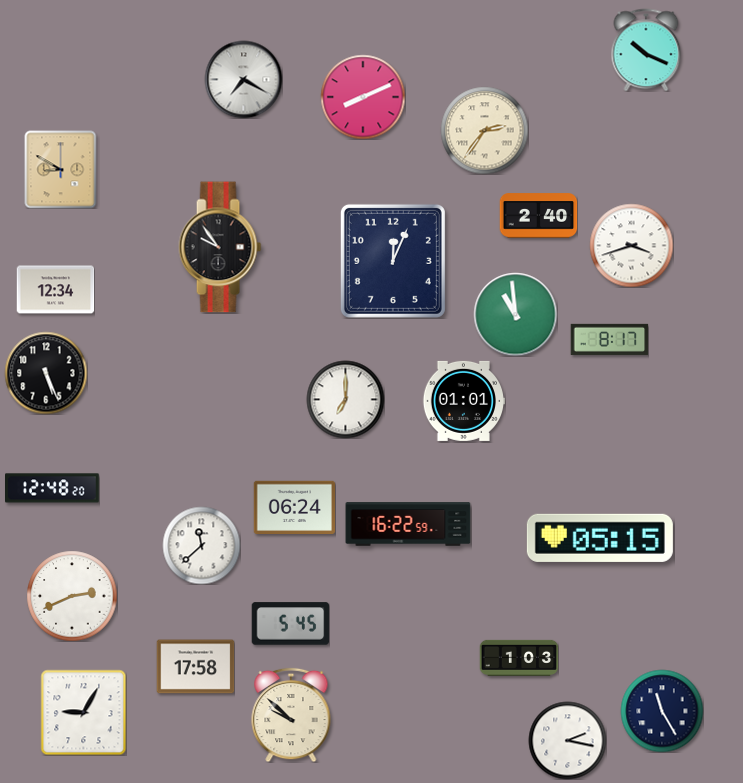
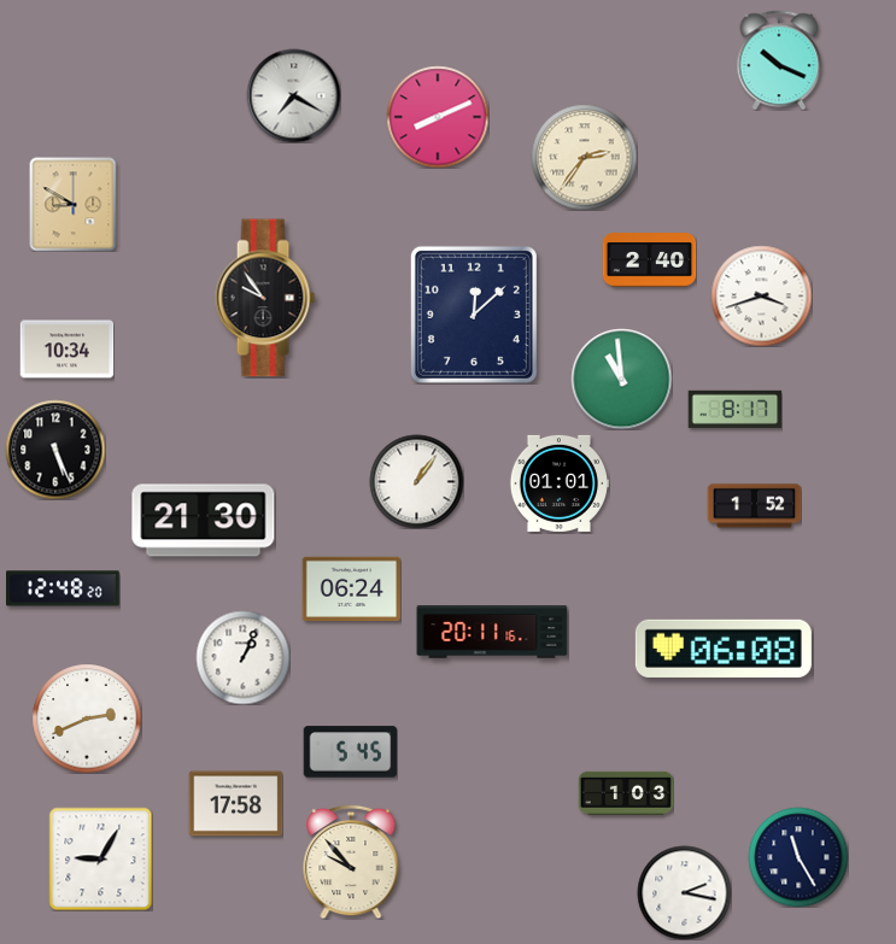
clock at (393, 261): 12:04 -> 12:08
clock at (55, 290): 12:34 -> 10:34
clock at (345, 399): 7:00 -> 1:06
clock at (754, 506): none -> 1:52
clock at (204, 521): none -> 21:30
clock at (294, 507) position: (294, 507) -> (351, 588)
clock at (408, 524): 16:22 -> 20:11
clock at (600, 538): 05:15 -> 06:08
clock at (201, 545): 11:38 -> 1:04
clock at (291, 715): 9:52 -> 9:53
